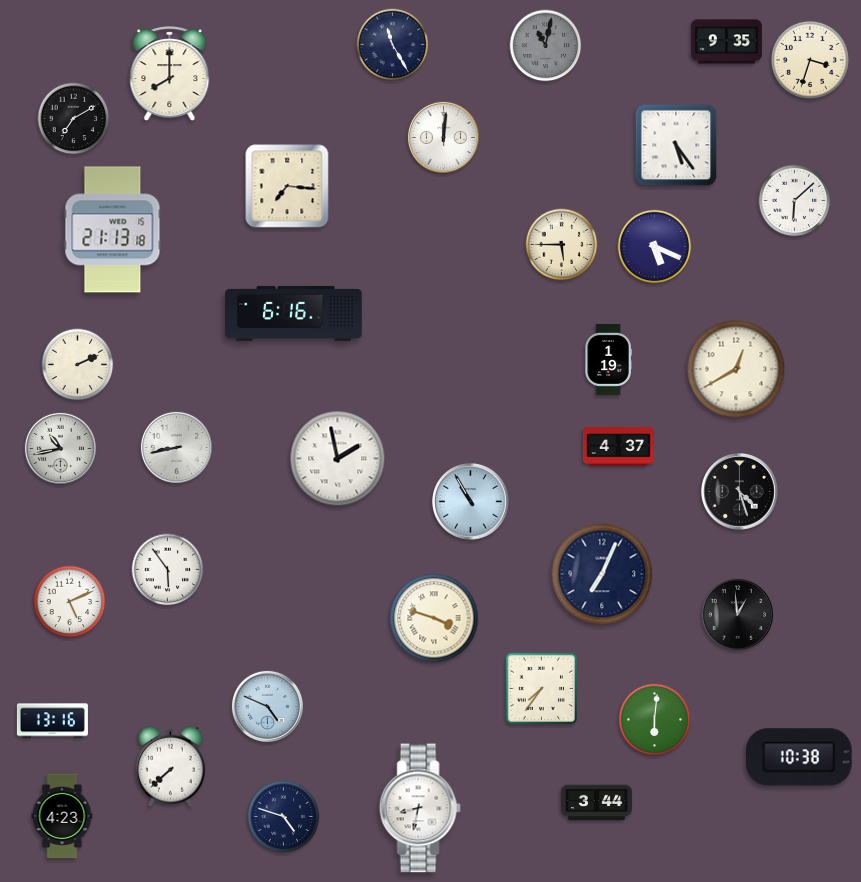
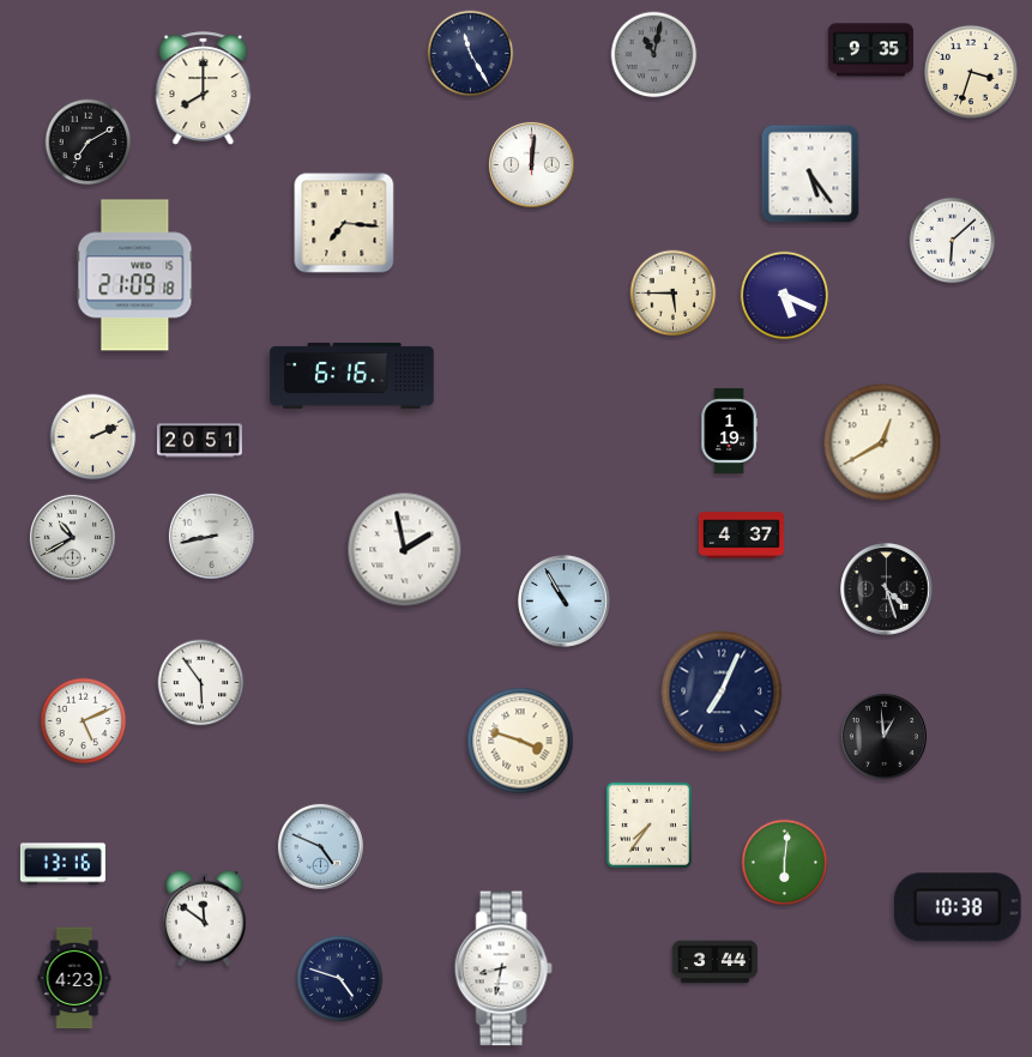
clock at (113, 230): 21:13 -> 21:09
clock at (199, 441): none -> 20:51
clock at (60, 448): 10:43 -> 10:40
clock at (602, 574) position: (602, 574) -> (722, 691)
clock at (171, 766): 7:38 -> 11:51
